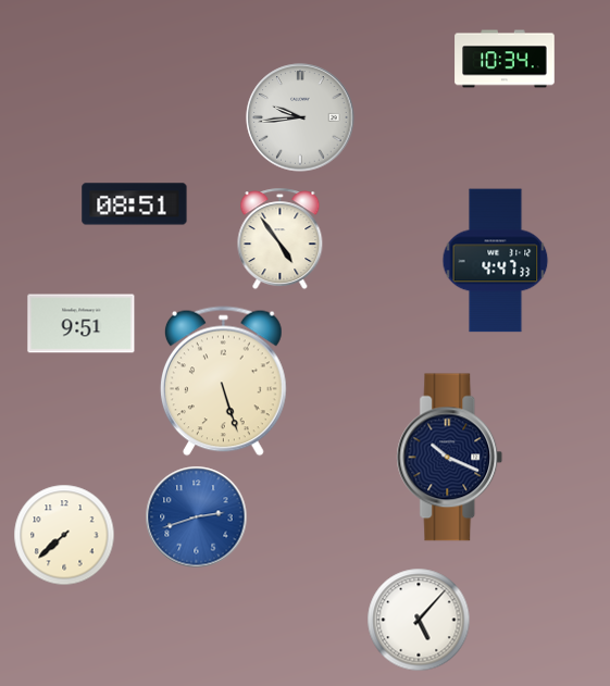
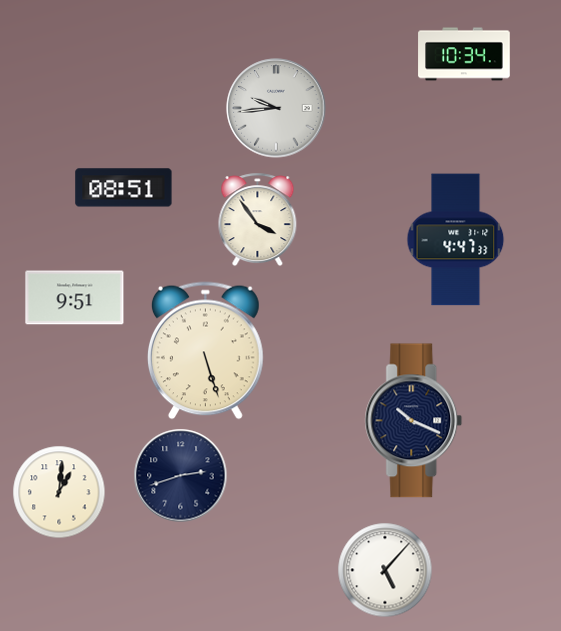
clock at (281, 239): 4:54 -> 3:54
clock at (197, 517) dial: blue -> navy
clock at (64, 535): 7:38 -> 1:01
